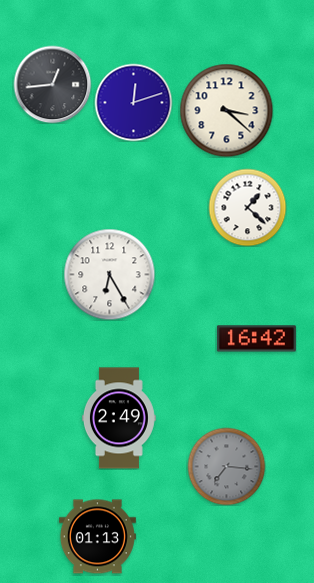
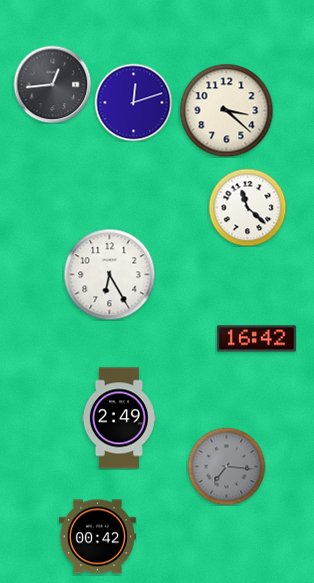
clock at (247, 207): 1:22 -> 11:22
clock at (97, 537): 01:13 -> 00:42
